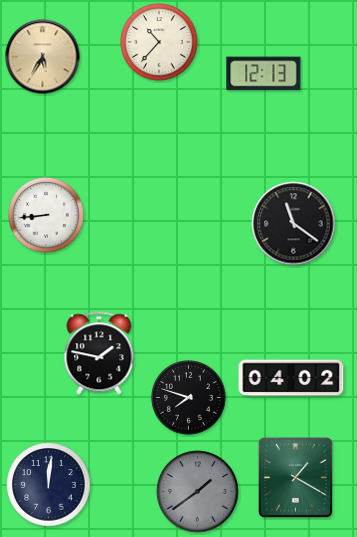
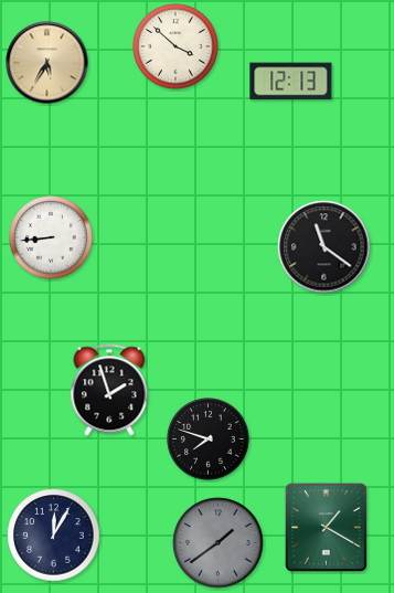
clock at (159, 42): 10:37 -> 3:52
clock at (99, 353): 1:47 -> 1:57
clock at (291, 378): 04:02 -> none
clock at (49, 485): 12:01 -> 12:05
